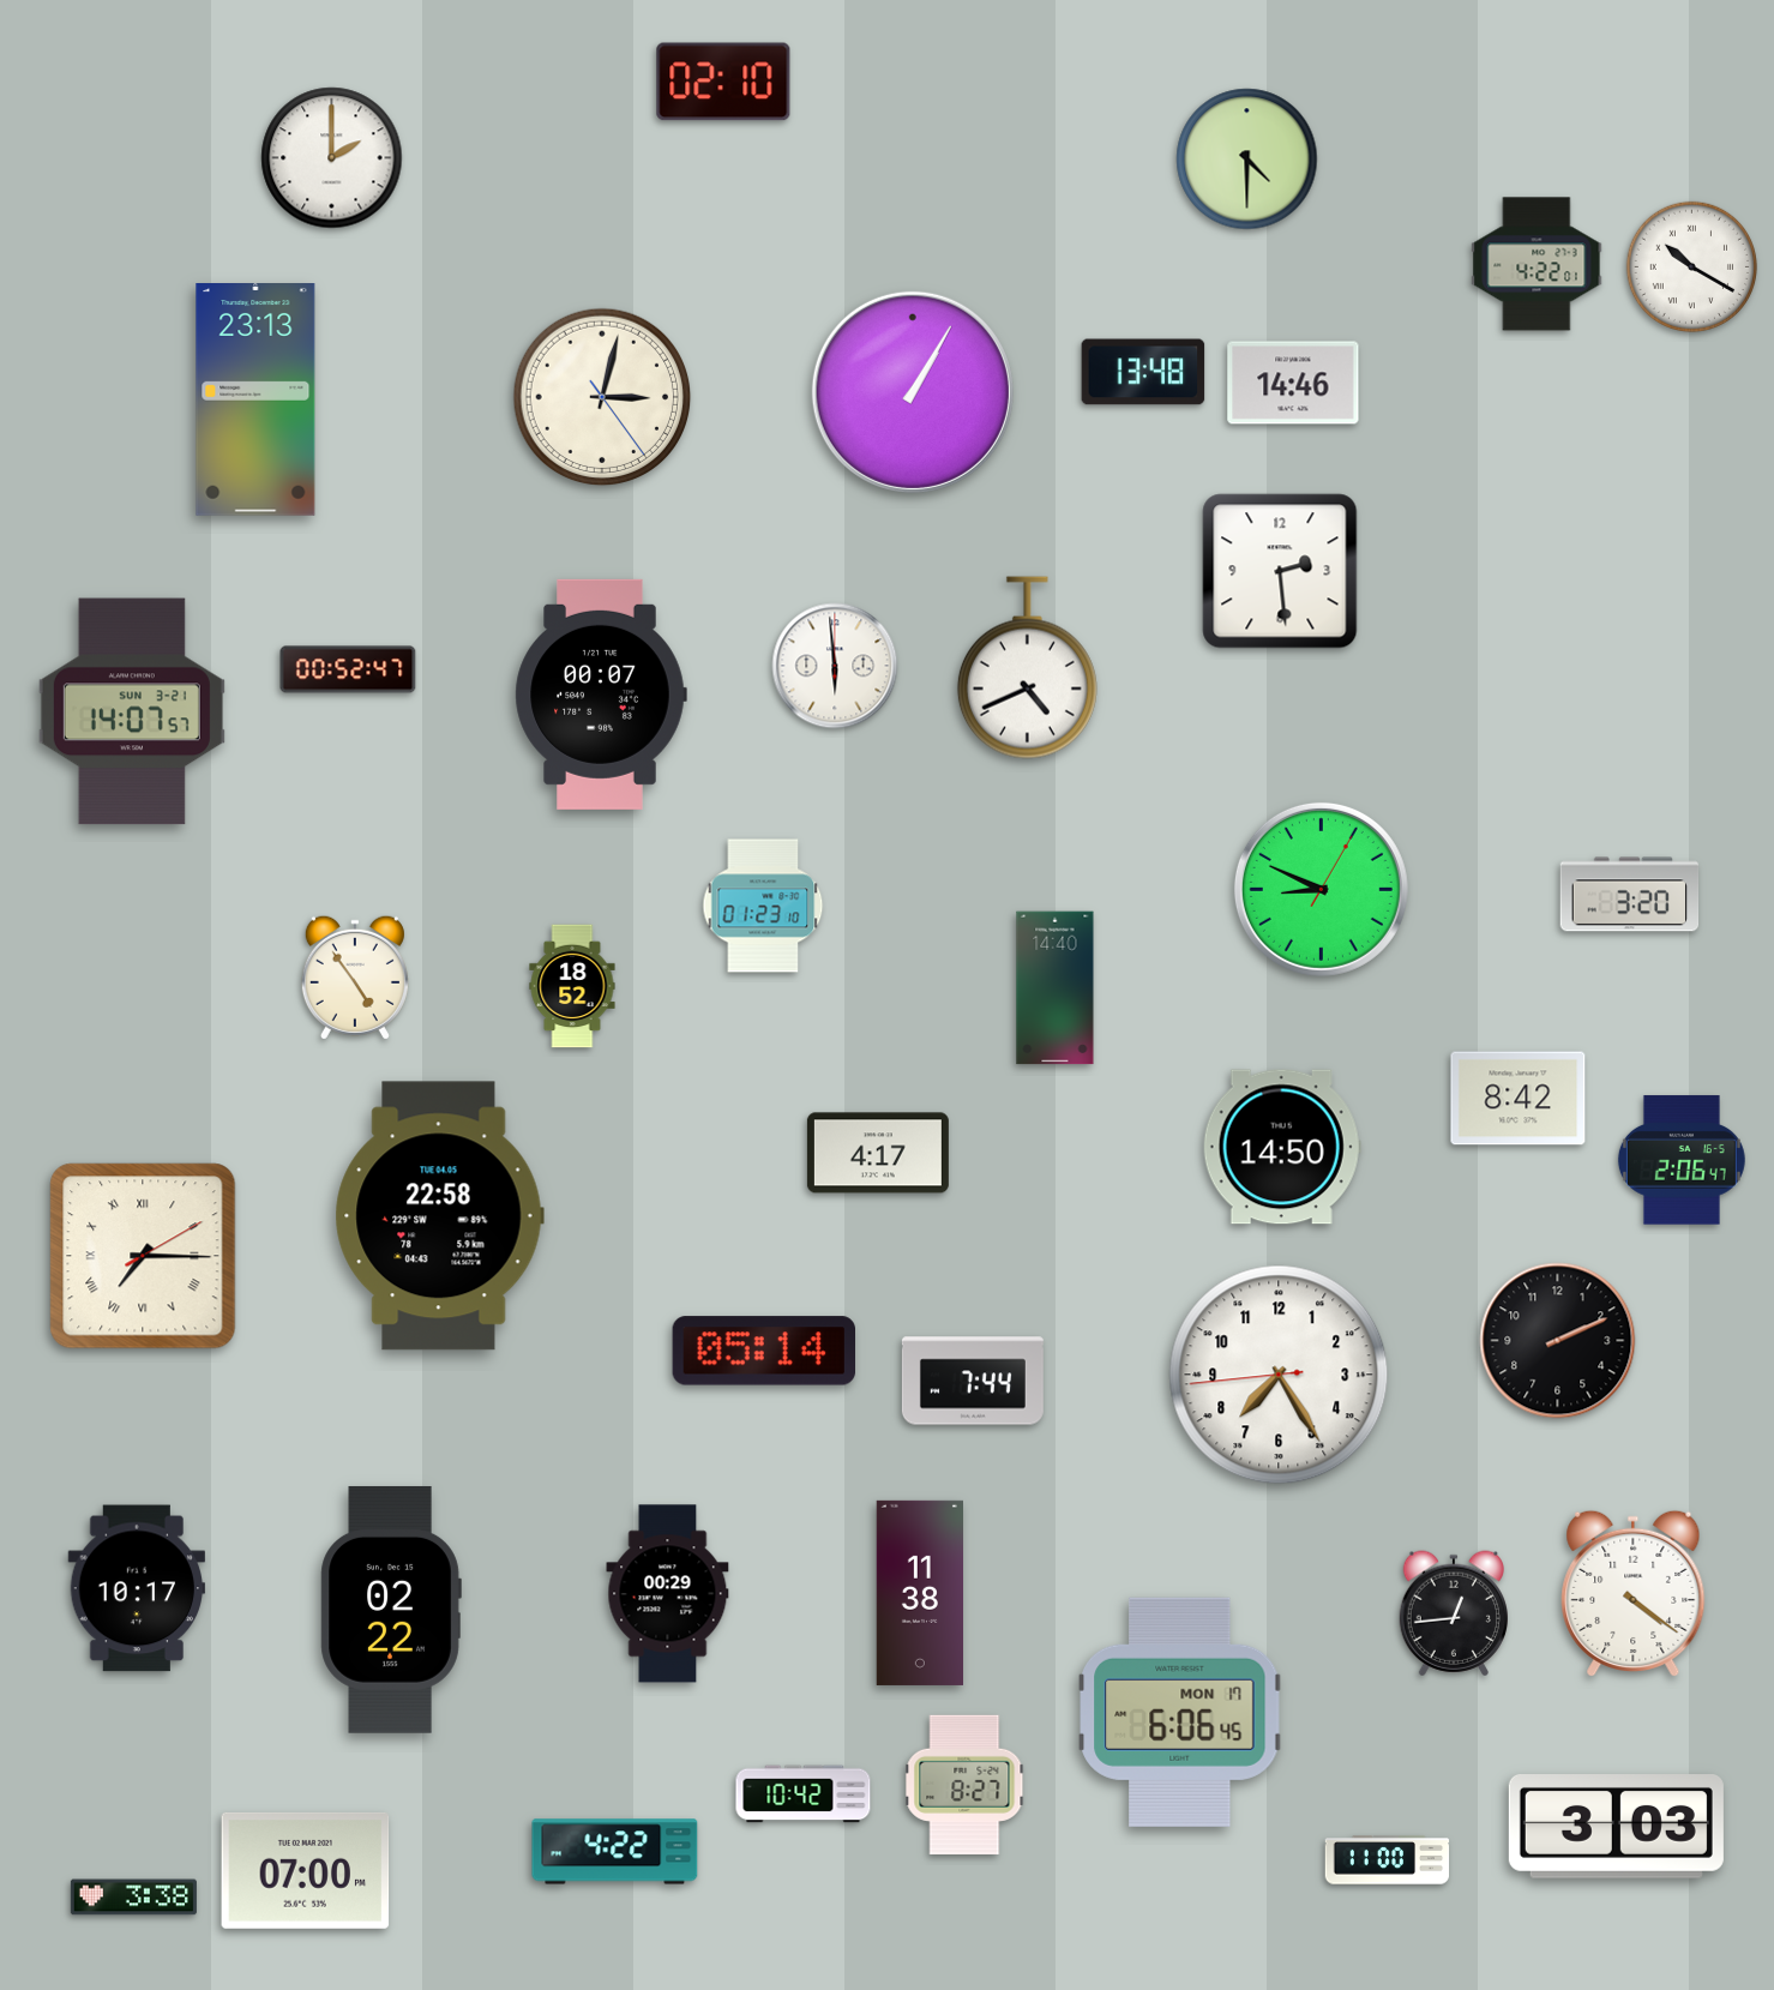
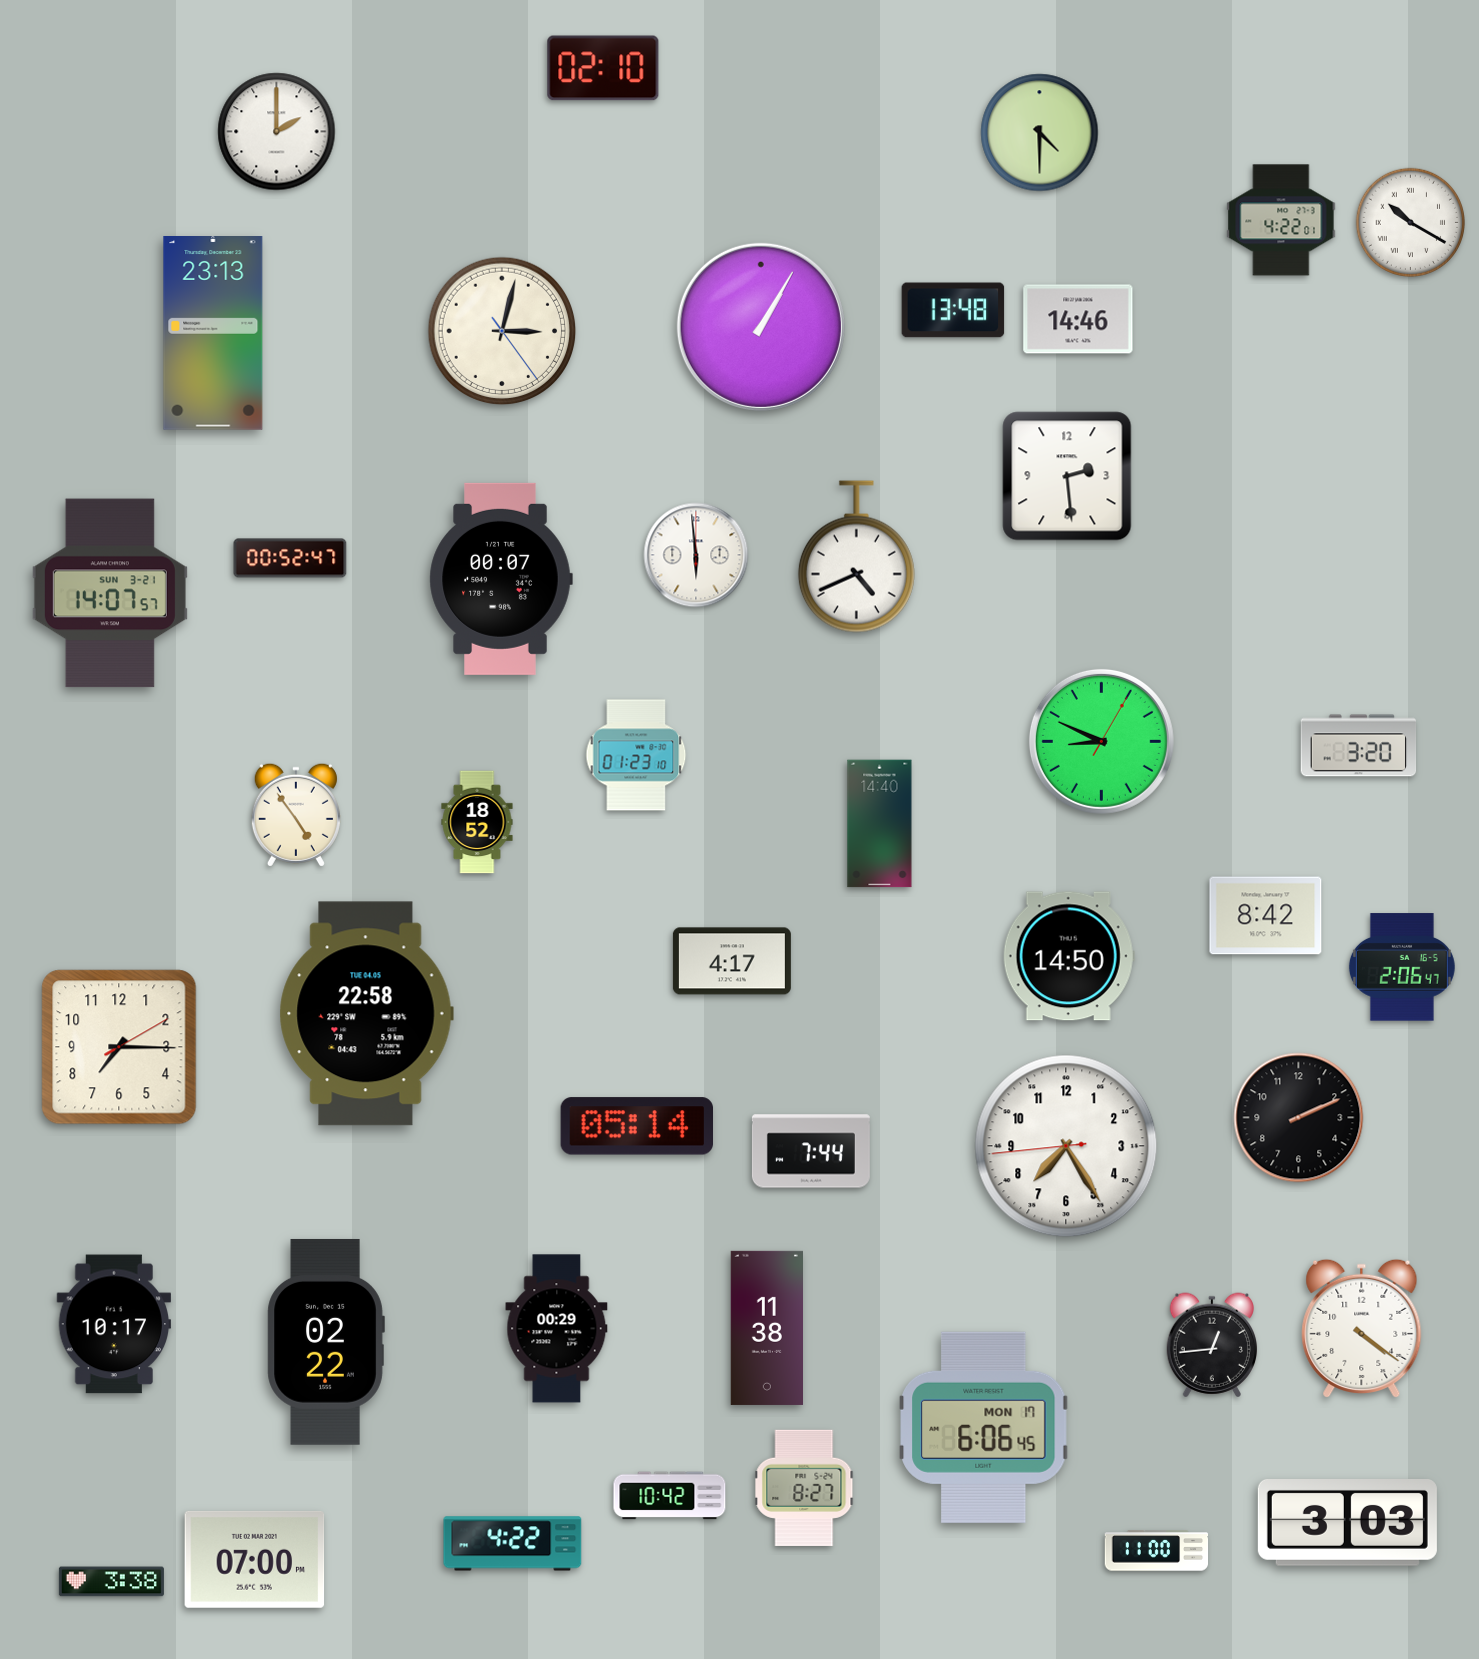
clock at (143, 1256) numerals: Roman -> Arabic
